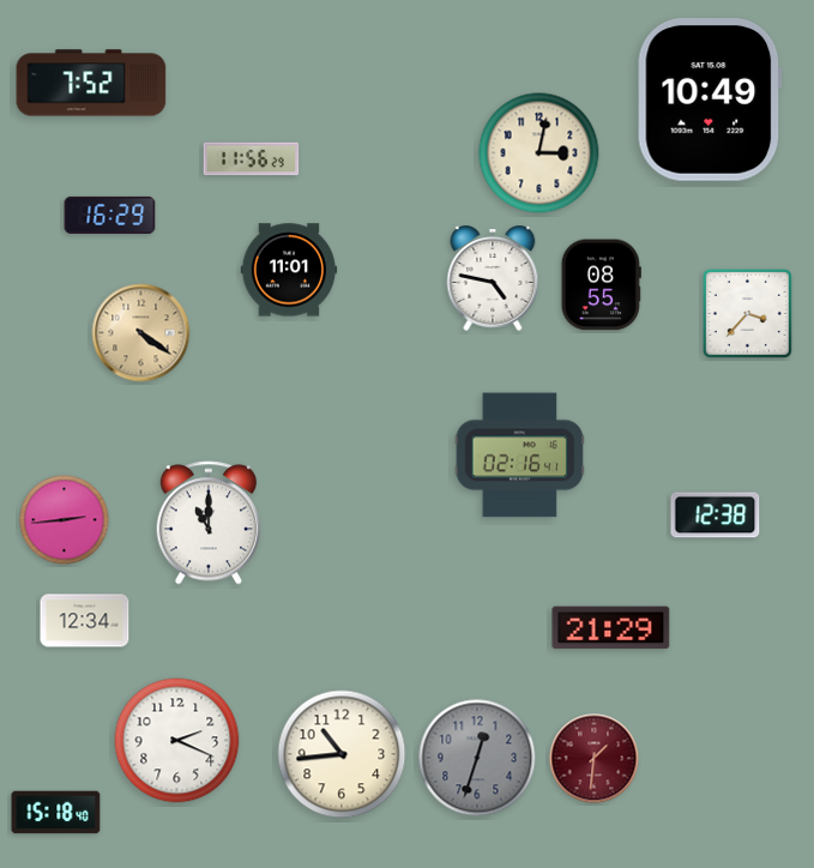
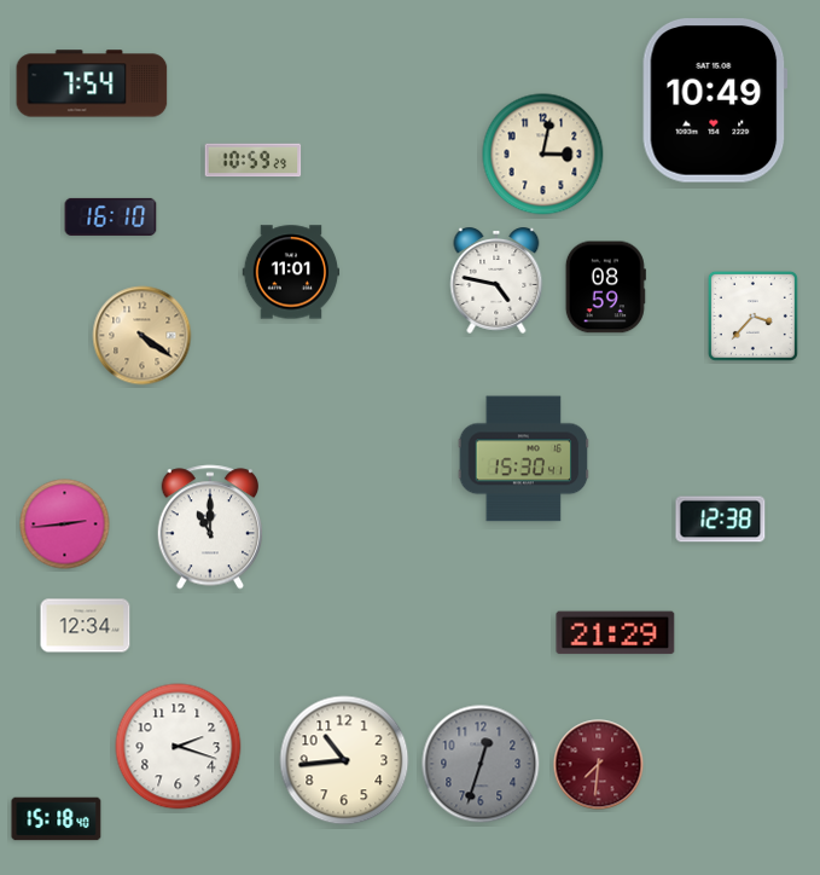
clock at (91, 83): 7:52 -> 7:54
clock at (252, 159): 11:56 -> 10:59
clock at (110, 215): 16:29 -> 16:10
clock at (601, 285): 08:55 -> 08:59
clock at (520, 456): 02:16 -> 15:30
clock at (177, 741): 2:19 -> 2:18
clock at (595, 759): 1:31 -> 7:31
